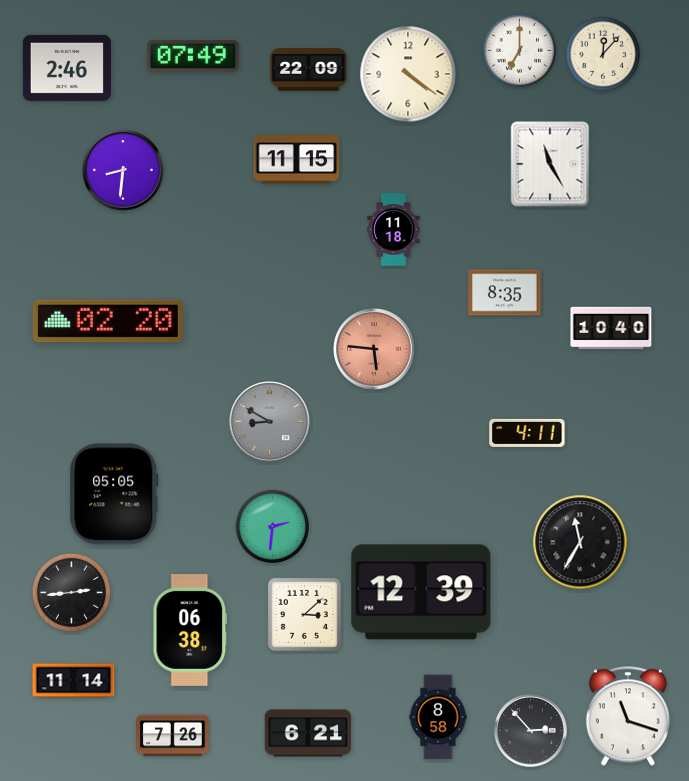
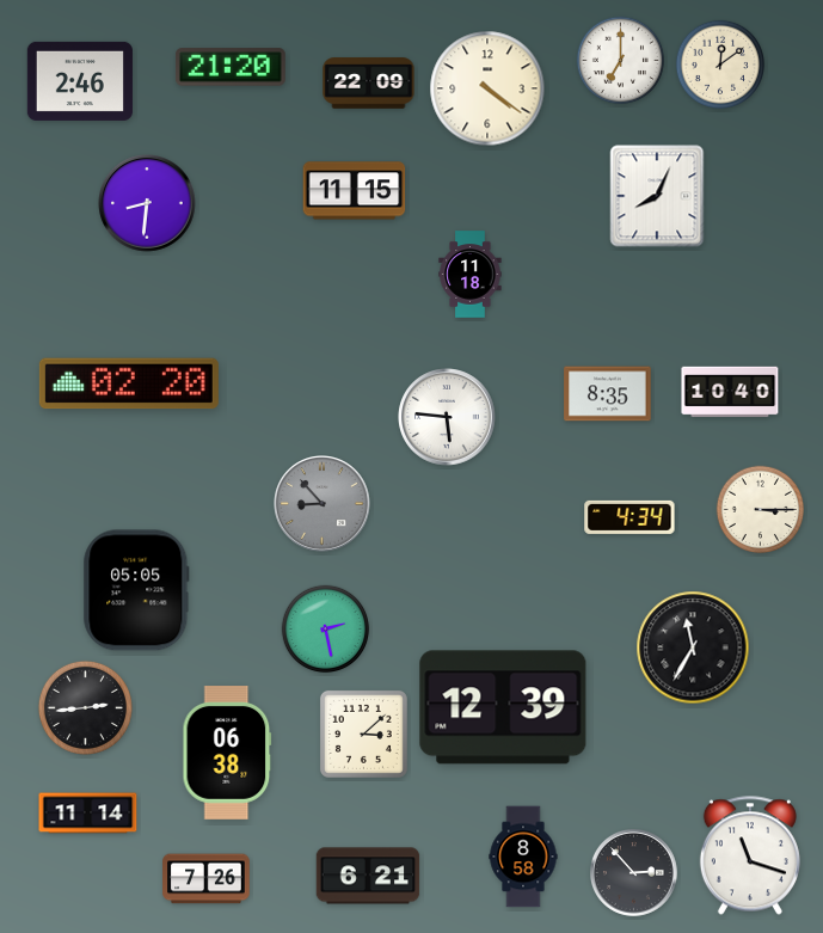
clock at (603, 54): 12:07 -> 12:09
clock at (193, 56): 07:49 -> 21:20
clock at (550, 164): 11:25 -> 8:04
clock at (505, 293) position: (505, 293) -> (608, 394)
clock at (374, 349) dial: salmon -> white
clock at (270, 422): 8:50 -> 8:53
clock at (761, 510): none -> 3:15
clock at (527, 433): 4:11 -> 4:34
clock at (273, 527): 2:31 -> 2:28
